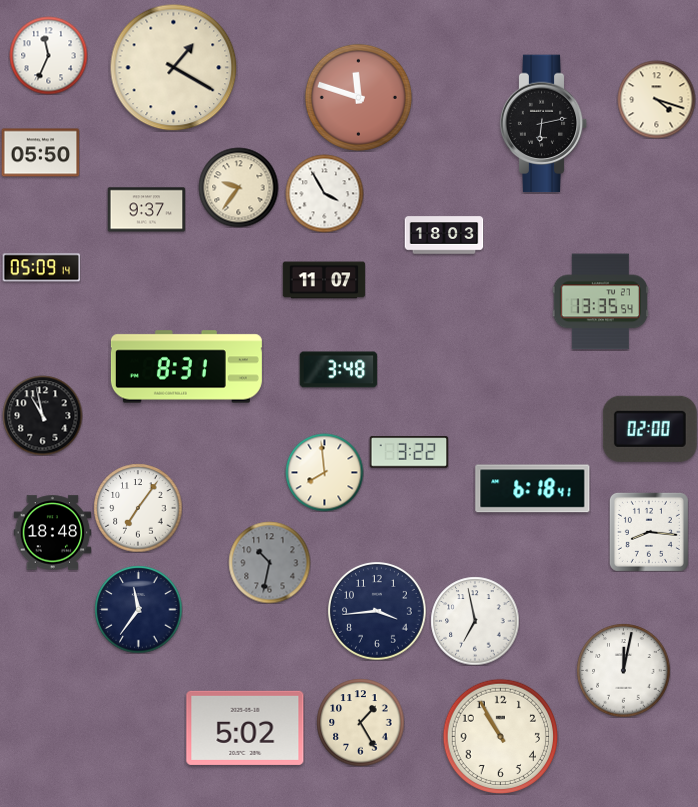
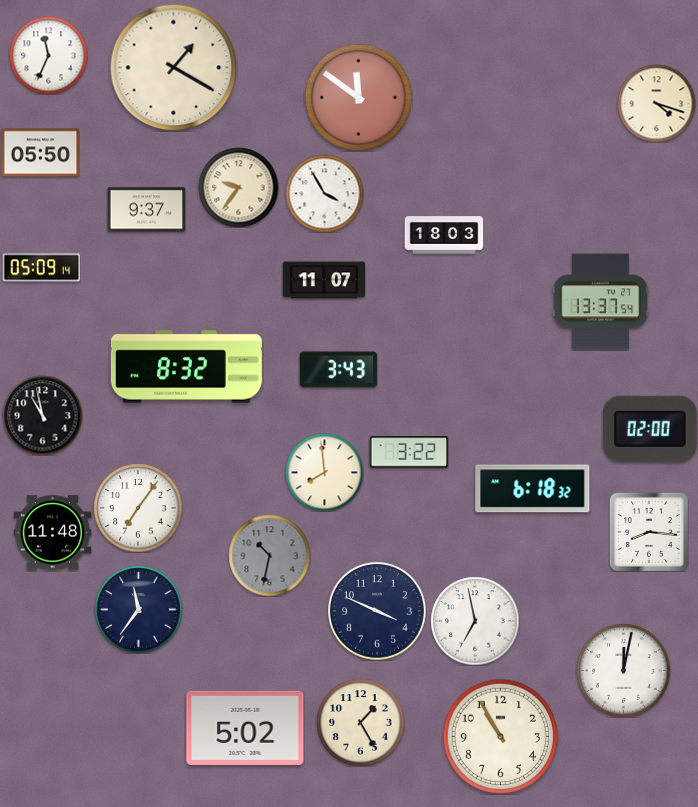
clock at (358, 97): 11:48 -> 11:51
clock at (656, 99) position: (656, 99) -> (656, 103)
clock at (544, 124): 6:13 -> none
clock at (600, 302): 13:35 -> 13:37
clock at (186, 367): 8:31 -> 8:32
clock at (338, 370): 3:48 -> 3:43
clock at (533, 489): 6:18:41 -> 6:18:32
clock at (52, 533): 18:48 -> 11:48
clock at (269, 562) position: (269, 562) -> (269, 555)
clock at (378, 612): 3:44 -> 3:49
